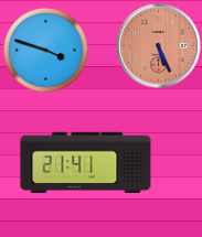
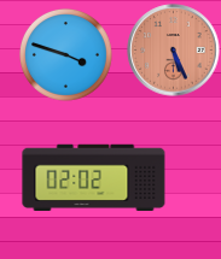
clock at (46, 51) position: (46, 51) -> (66, 55)
clock at (86, 162): 21:41 -> 02:02
